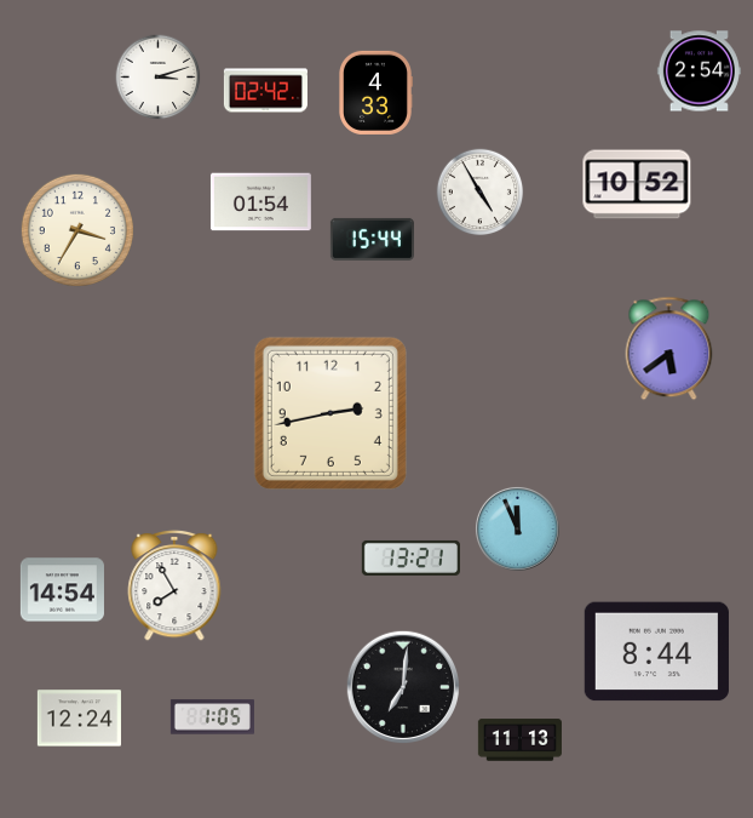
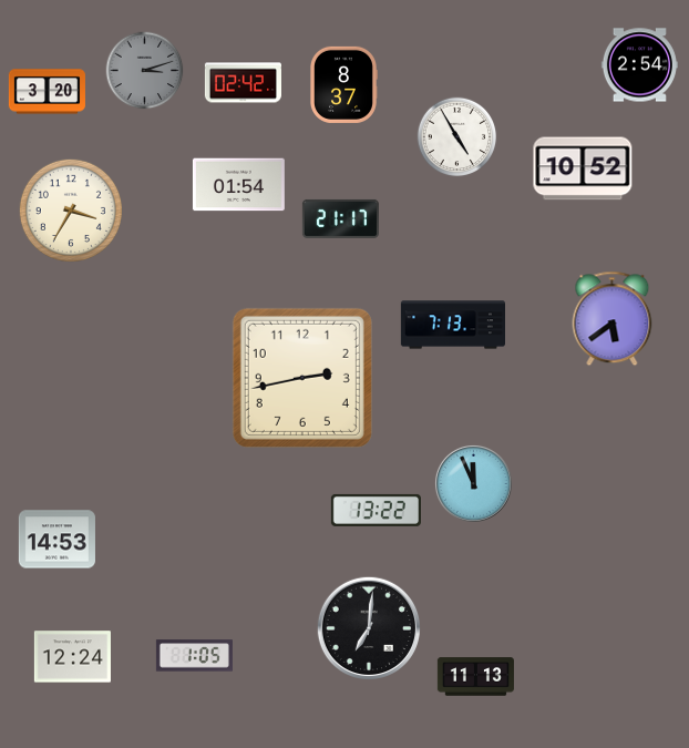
clock at (159, 78) dial: white -> grey
clock at (376, 92): 4:33 -> 8:37
clock at (47, 92): none -> 3:20
clock at (481, 193) position: (481, 193) -> (457, 137)
clock at (372, 239): 15:44 -> 21:17
clock at (452, 325): none -> 7:13
clock at (410, 557): 13:21 -> 13:22
clock at (174, 585): 7:55 -> none
clock at (62, 590): 14:54 -> 14:53
clock at (656, 652): 8:44 -> none
